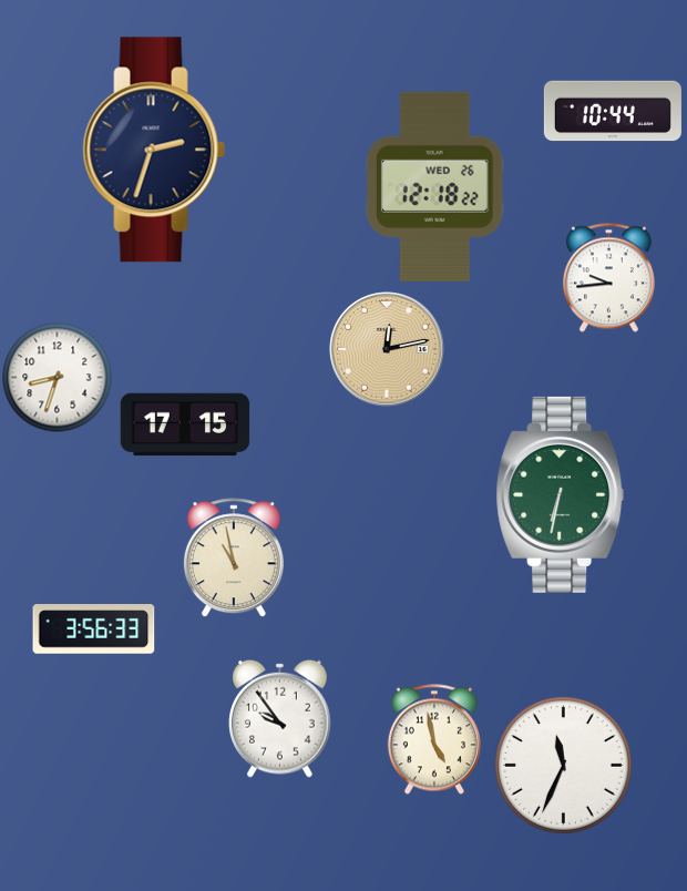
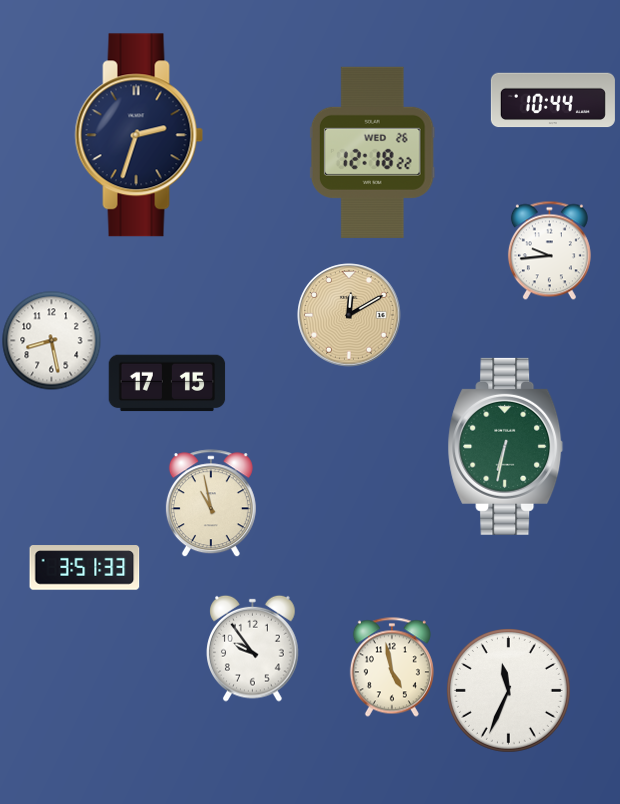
clock at (434, 186) position: (434, 186) -> (372, 152)
clock at (387, 349): 12:13 -> 12:10
clock at (58, 378): 8:33 -> 8:28
clock at (94, 629): 3:56 -> 3:51
